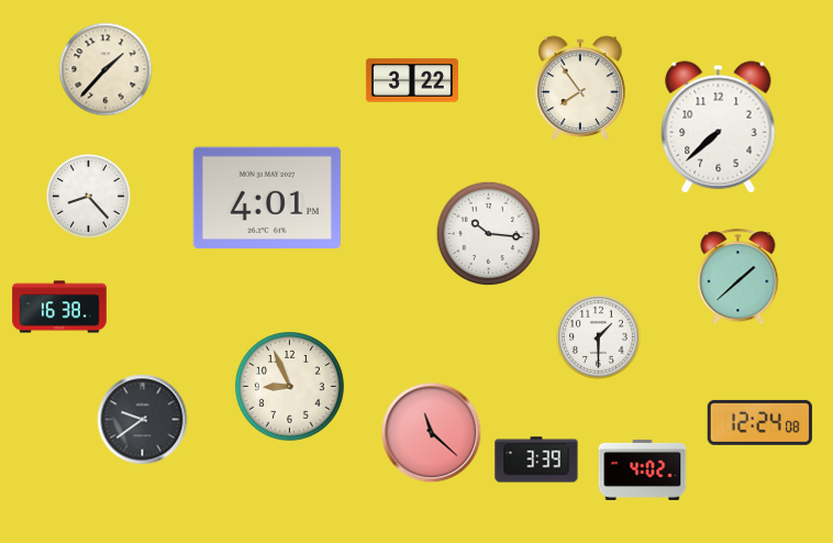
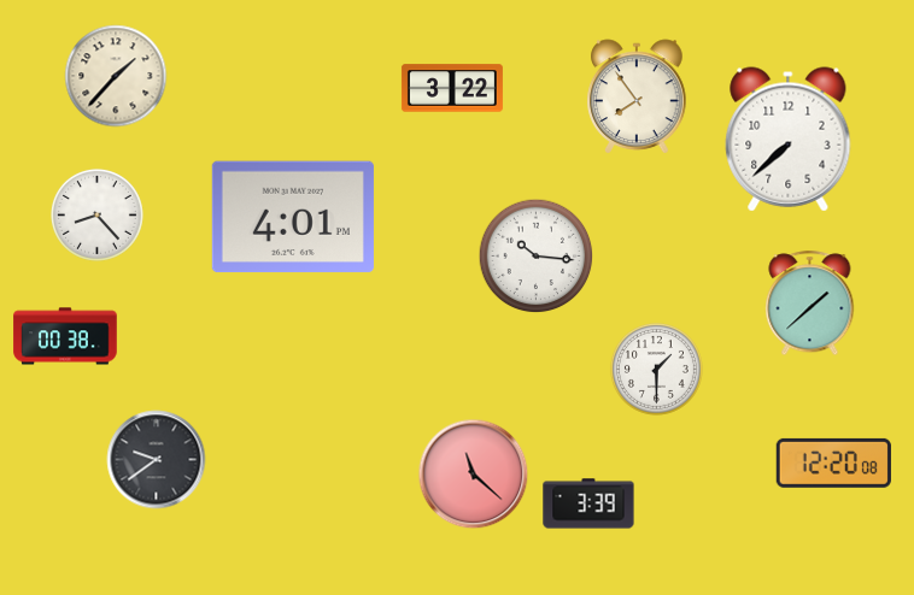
clock at (59, 307): 16:38 -> 00:38
clock at (290, 387): 8:56 -> none
clock at (759, 422): 12:24 -> 12:20
clock at (643, 469): 4:02 -> none
